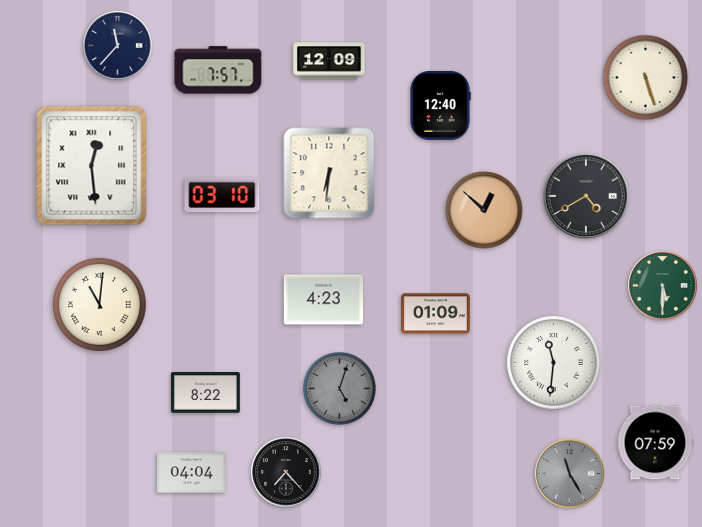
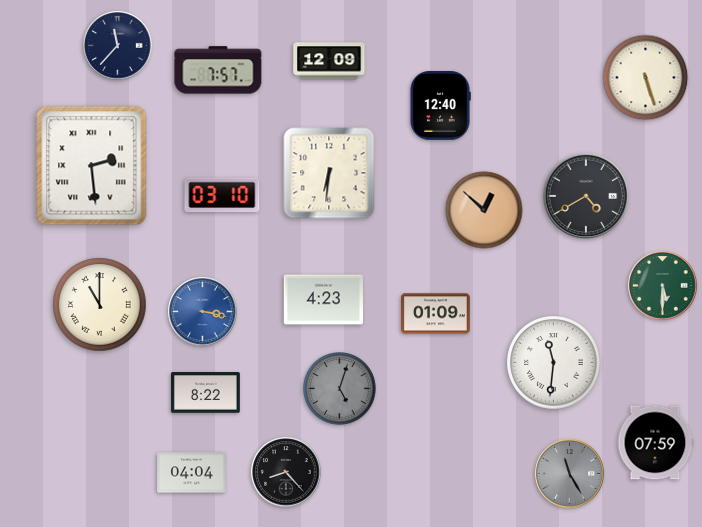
clock at (92, 166): 12:29 -> 2:29
clock at (100, 305): 11:01 -> 11:00
clock at (203, 312): none -> 3:17
clock at (286, 472): 7:23 -> 8:23
